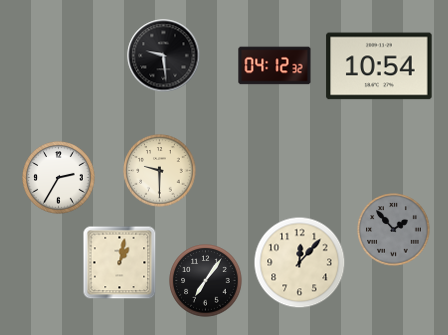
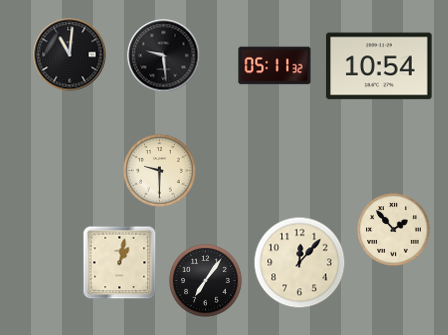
clock at (70, 55): none -> 11:01
clock at (275, 66): 04:12 -> 05:11
clock at (59, 178): 2:35 -> none
clock at (394, 230) dial: grey -> cream
